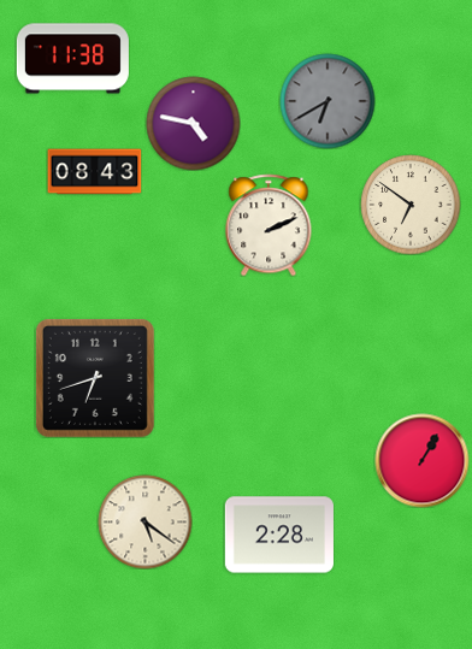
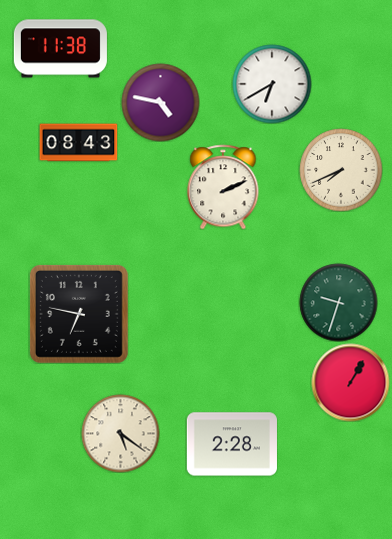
clock at (328, 101) dial: grey -> white
clock at (411, 205): 6:51 -> 7:41
clock at (338, 302): none -> 9:33
clock at (95, 378): 6:42 -> 6:47
